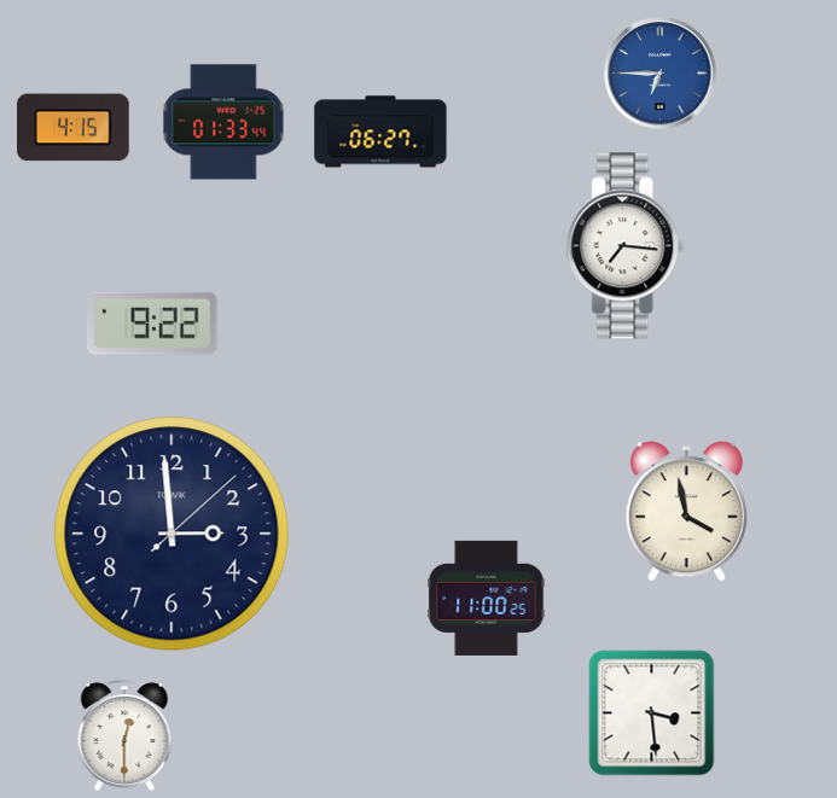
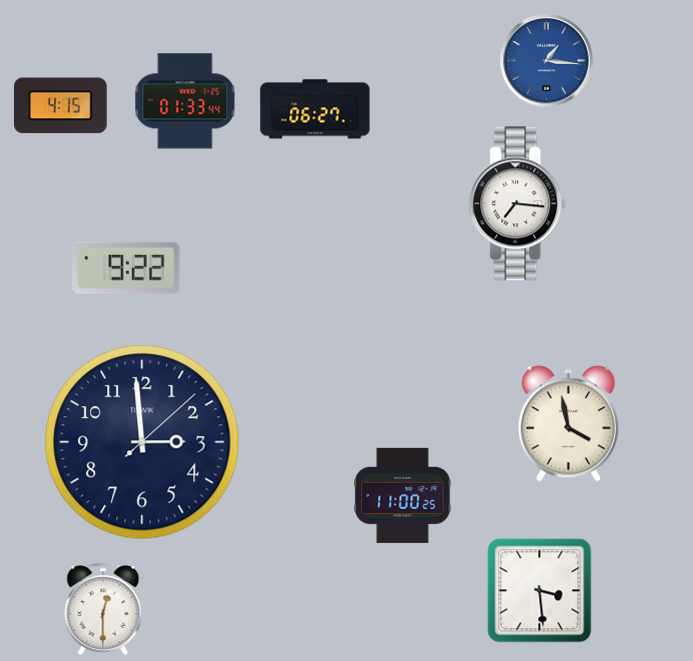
clock at (661, 74): 6:45 -> 1:16
